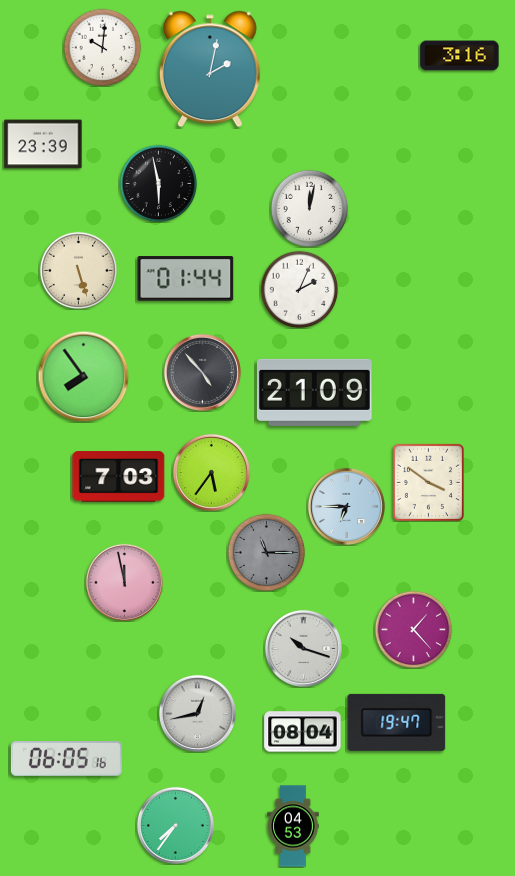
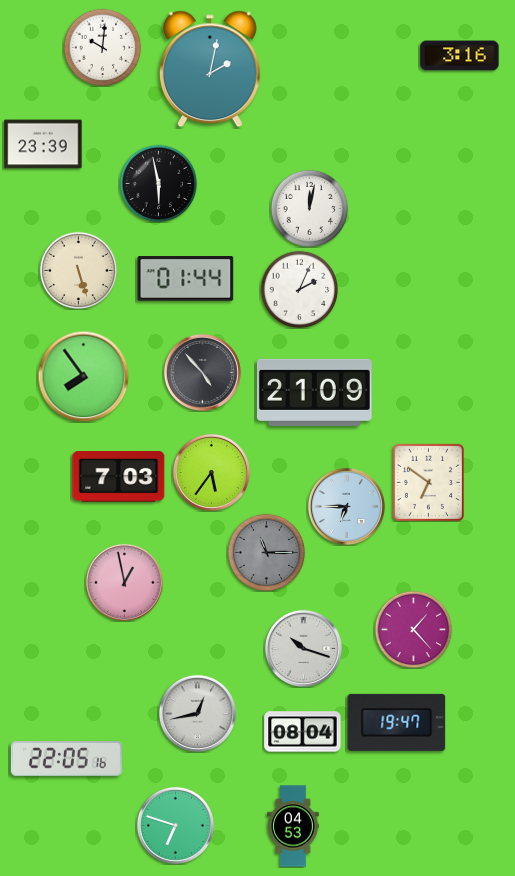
clock at (428, 482): 3:51 -> 6:51
clock at (124, 582): 11:58 -> 12:58
clock at (66, 759): 06:05 -> 22:05
clock at (175, 825): 7:36 -> 6:48
